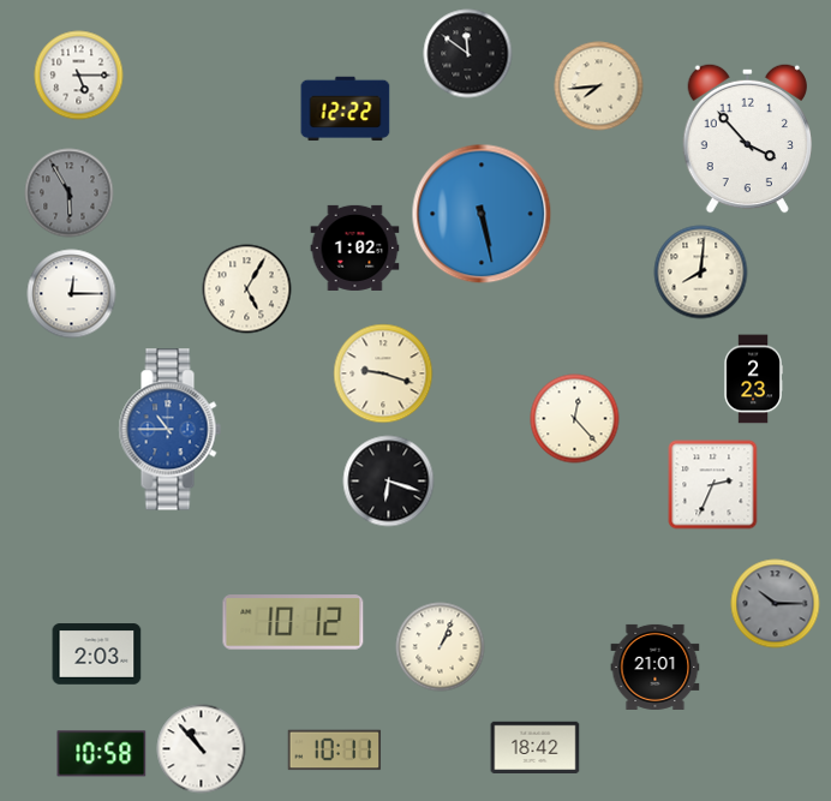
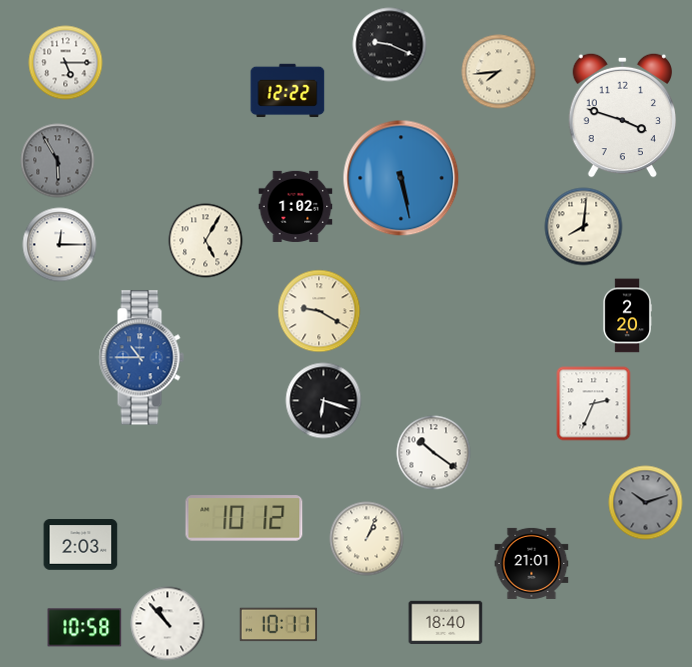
clock at (468, 54): 11:51 -> 9:19
clock at (747, 138): 3:53 -> 3:48
clock at (383, 373): 9:18 -> 9:20
clock at (753, 379): 2:23 -> 2:20
clock at (575, 419): 12:23 -> none
clock at (434, 453): none -> 10:21
clock at (776, 604): 10:15 -> 10:12
clock at (656, 666) position: (656, 666) -> (532, 563)
clock at (536, 747): 18:42 -> 18:40
